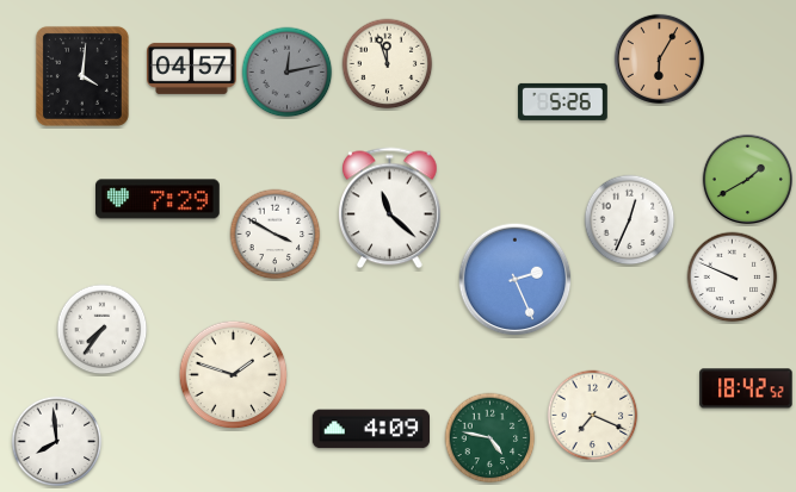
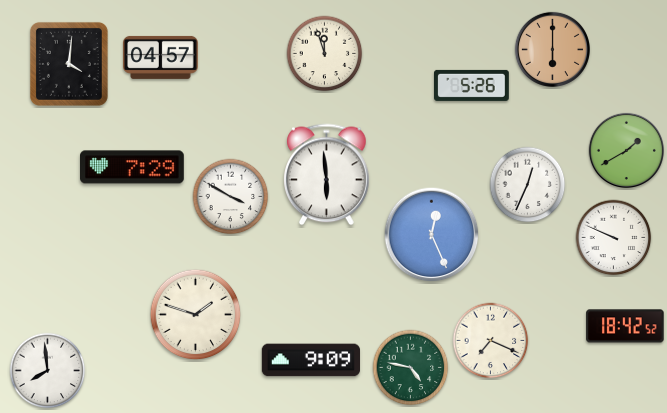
clock at (659, 58): 6:05 -> 6:00
clock at (288, 73): 12:13 -> none
clock at (390, 208): 11:22 -> 5:59
clock at (733, 278) position: (733, 278) -> (614, 238)
clock at (516, 280): 2:26 -> 12:26
clock at (103, 330): 7:36 -> none
clock at (593, 416) position: (593, 416) -> (491, 341)
clock at (370, 429): 4:09 -> 9:09
